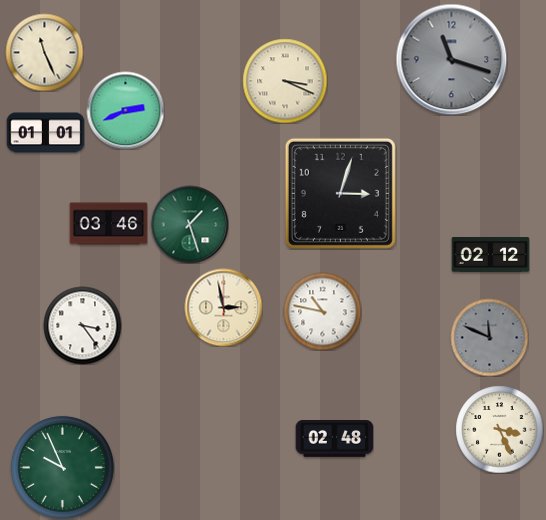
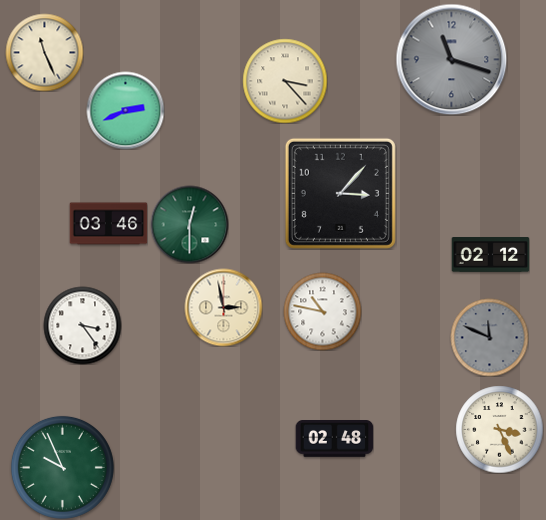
clock at (285, 81): 3:19 -> 3:23
clock at (45, 133): 01:01 -> none
clock at (340, 193): 3:03 -> 3:07
clock at (189, 224): 1:27 -> 12:30
